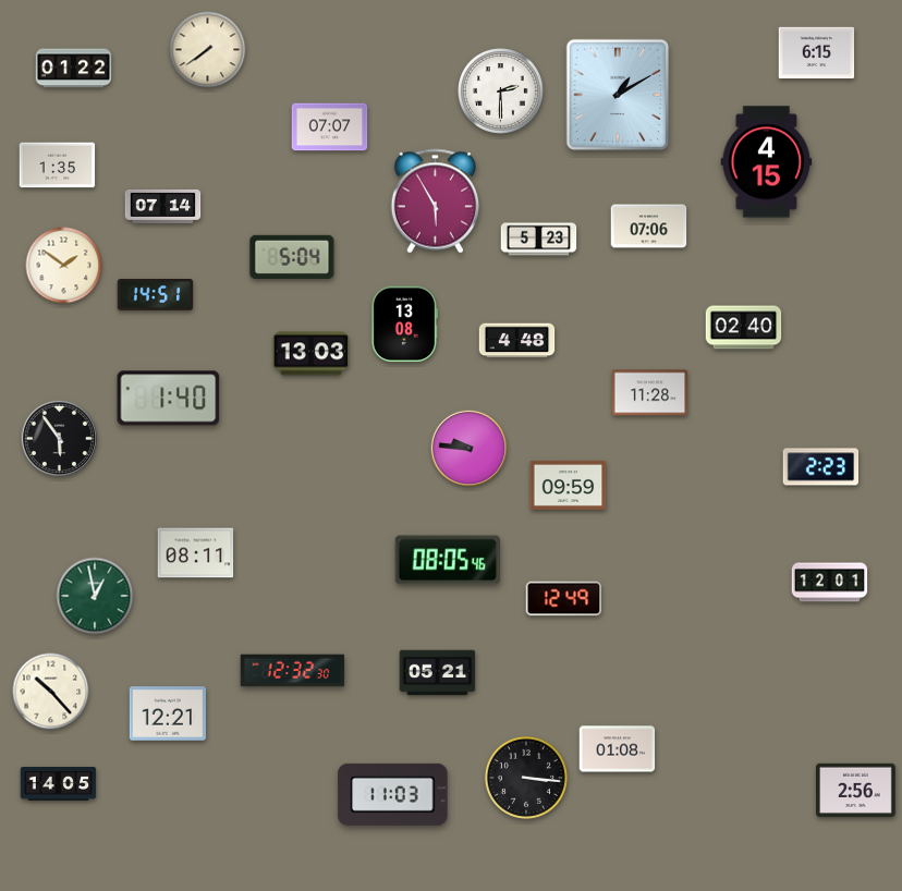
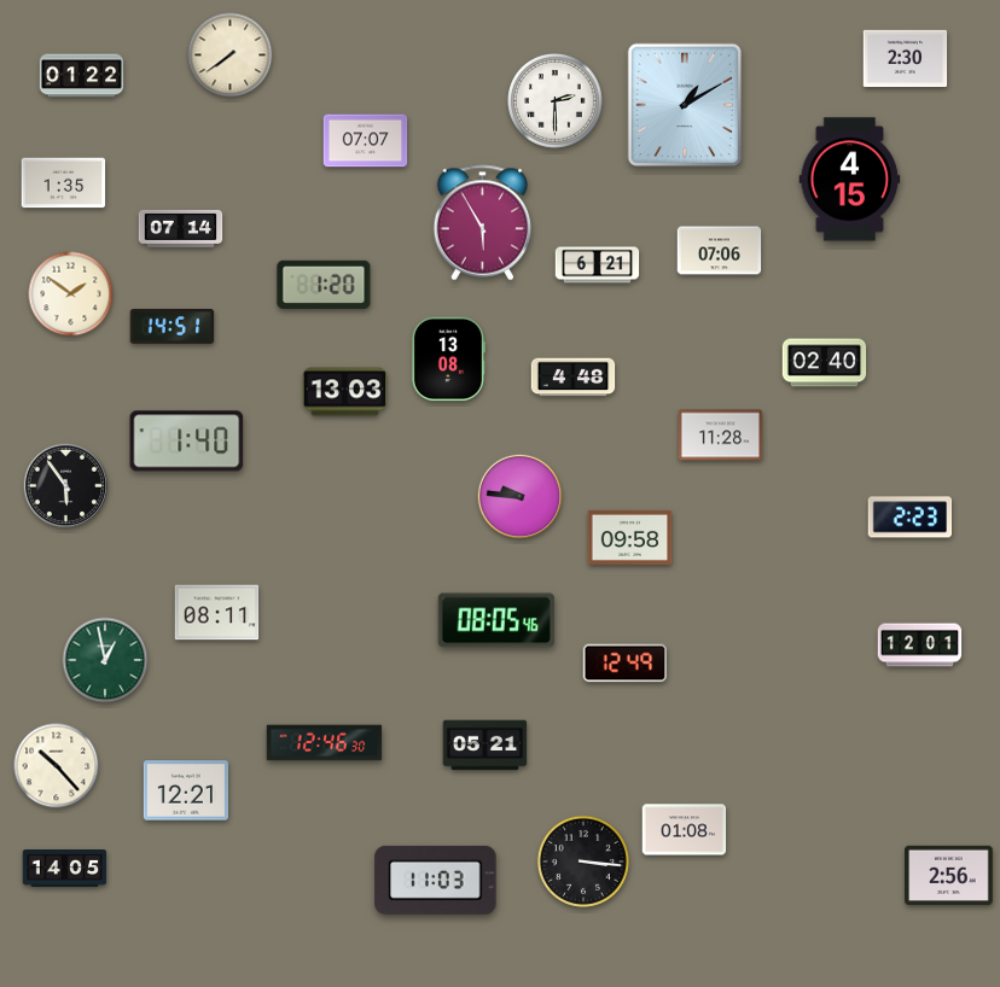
clock at (817, 53): 6:15 -> 2:30
clock at (539, 240): 5:23 -> 6:21
clock at (292, 257): 5:04 -> 1:20
clock at (569, 485): 09:59 -> 09:58
clock at (293, 671): 12:32 -> 12:46
